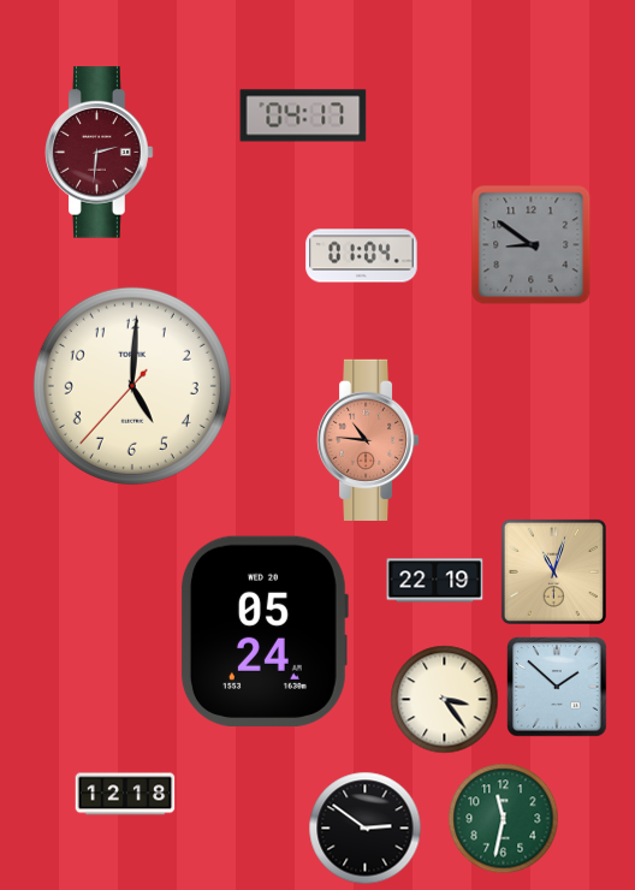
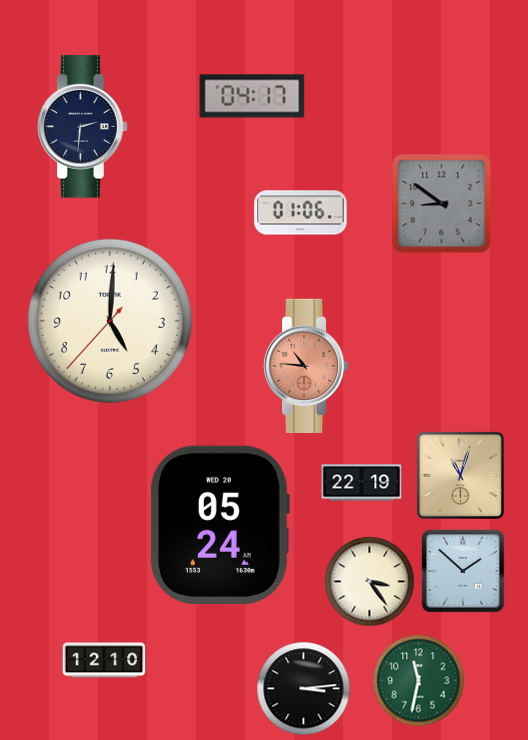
clock at (100, 153) dial: burgundy -> navy
clock at (362, 256): 01:04 -> 01:06
clock at (125, 794): 12:18 -> 12:10
clock at (366, 829): 2:51 -> 3:14
